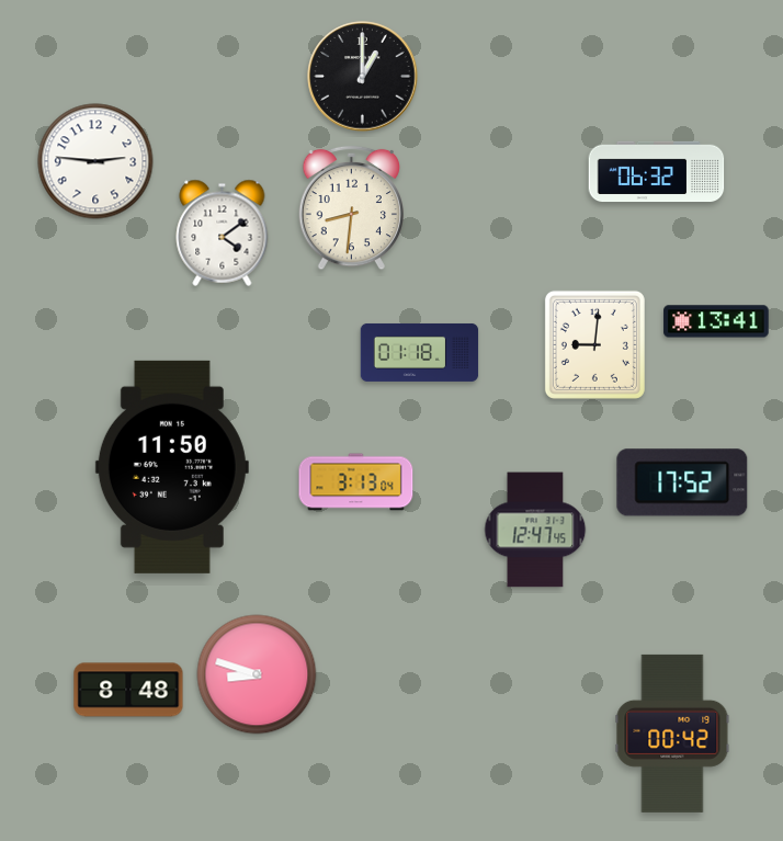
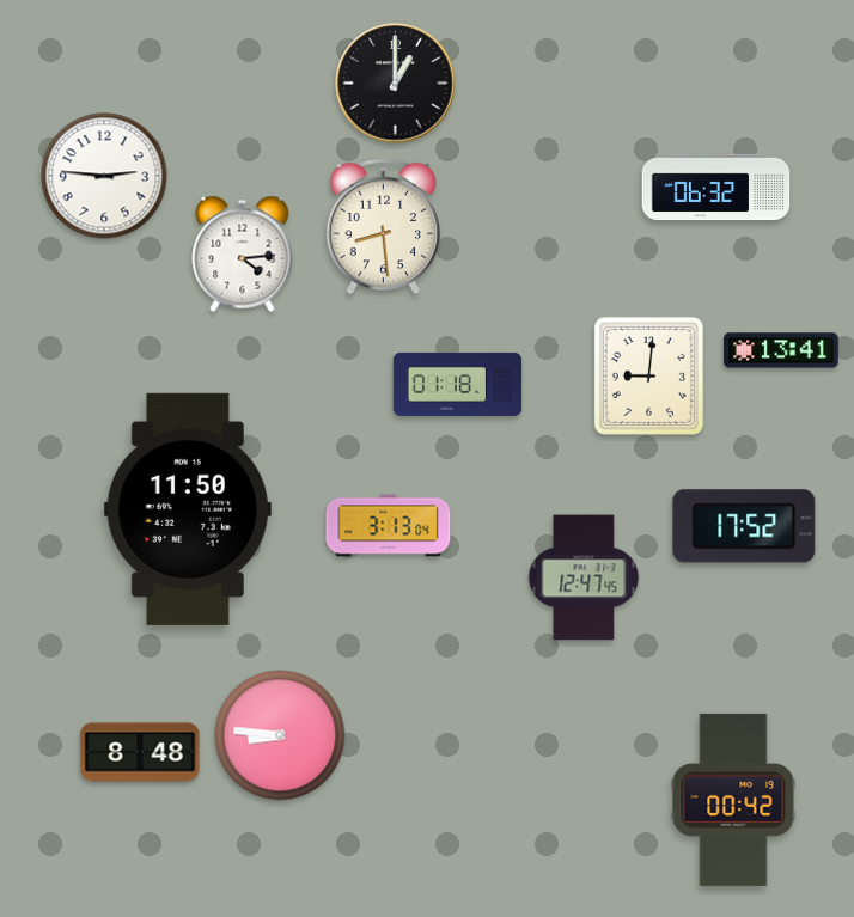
clock at (351, 208): 8:31 -> 8:29
clock at (223, 232): 4:09 -> 4:14
clock at (257, 674): 8:48 -> 8:46
